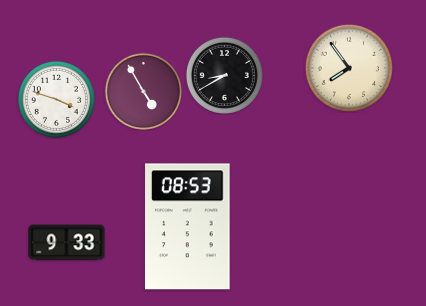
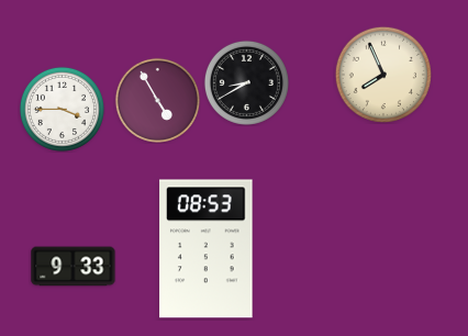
clock at (348, 67): 7:54 -> 7:56
clock at (56, 99): 3:48 -> 3:45
